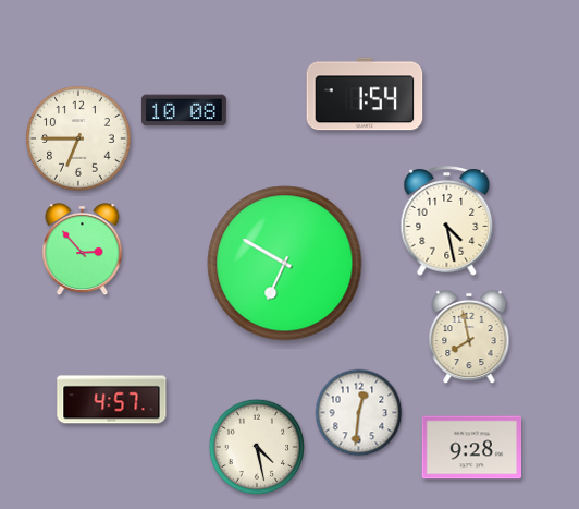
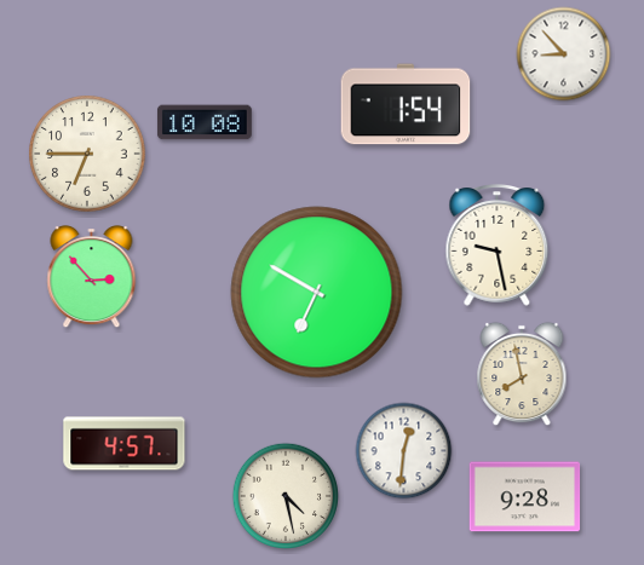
clock at (564, 54): none -> 8:53
clock at (447, 221): 4:28 -> 9:28
clock at (359, 413) position: (359, 413) -> (404, 451)
